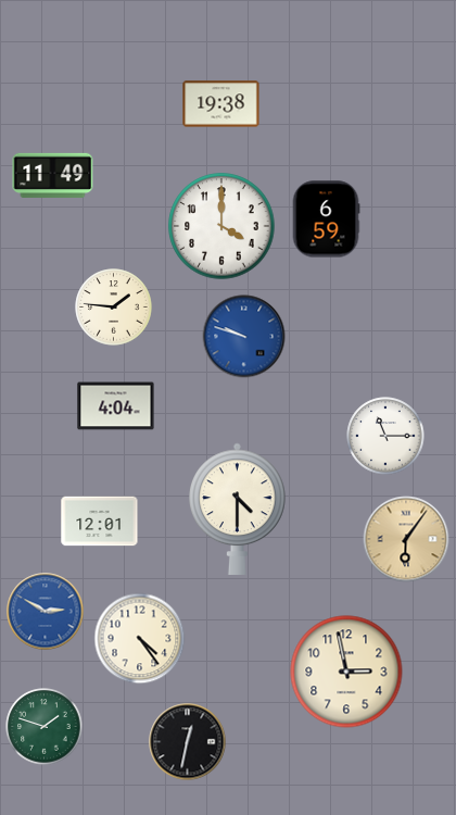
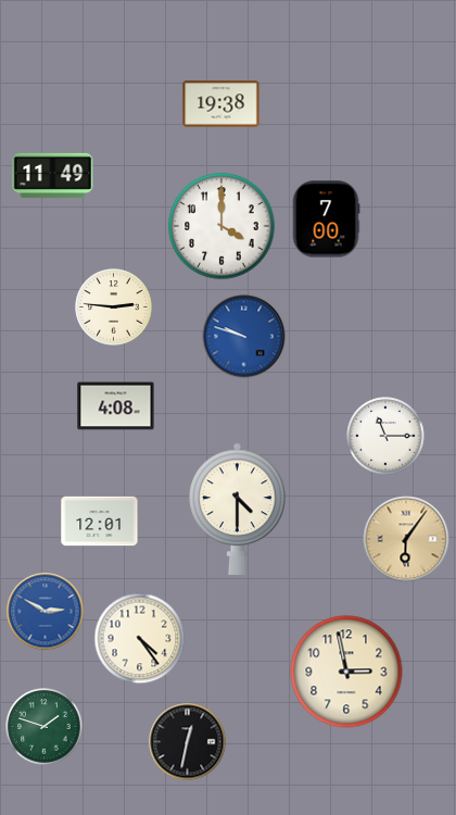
clock at (326, 220): 6:59 -> 7:00
clock at (114, 308): 1:46 -> 2:46
clock at (116, 406): 4:04 -> 4:08
